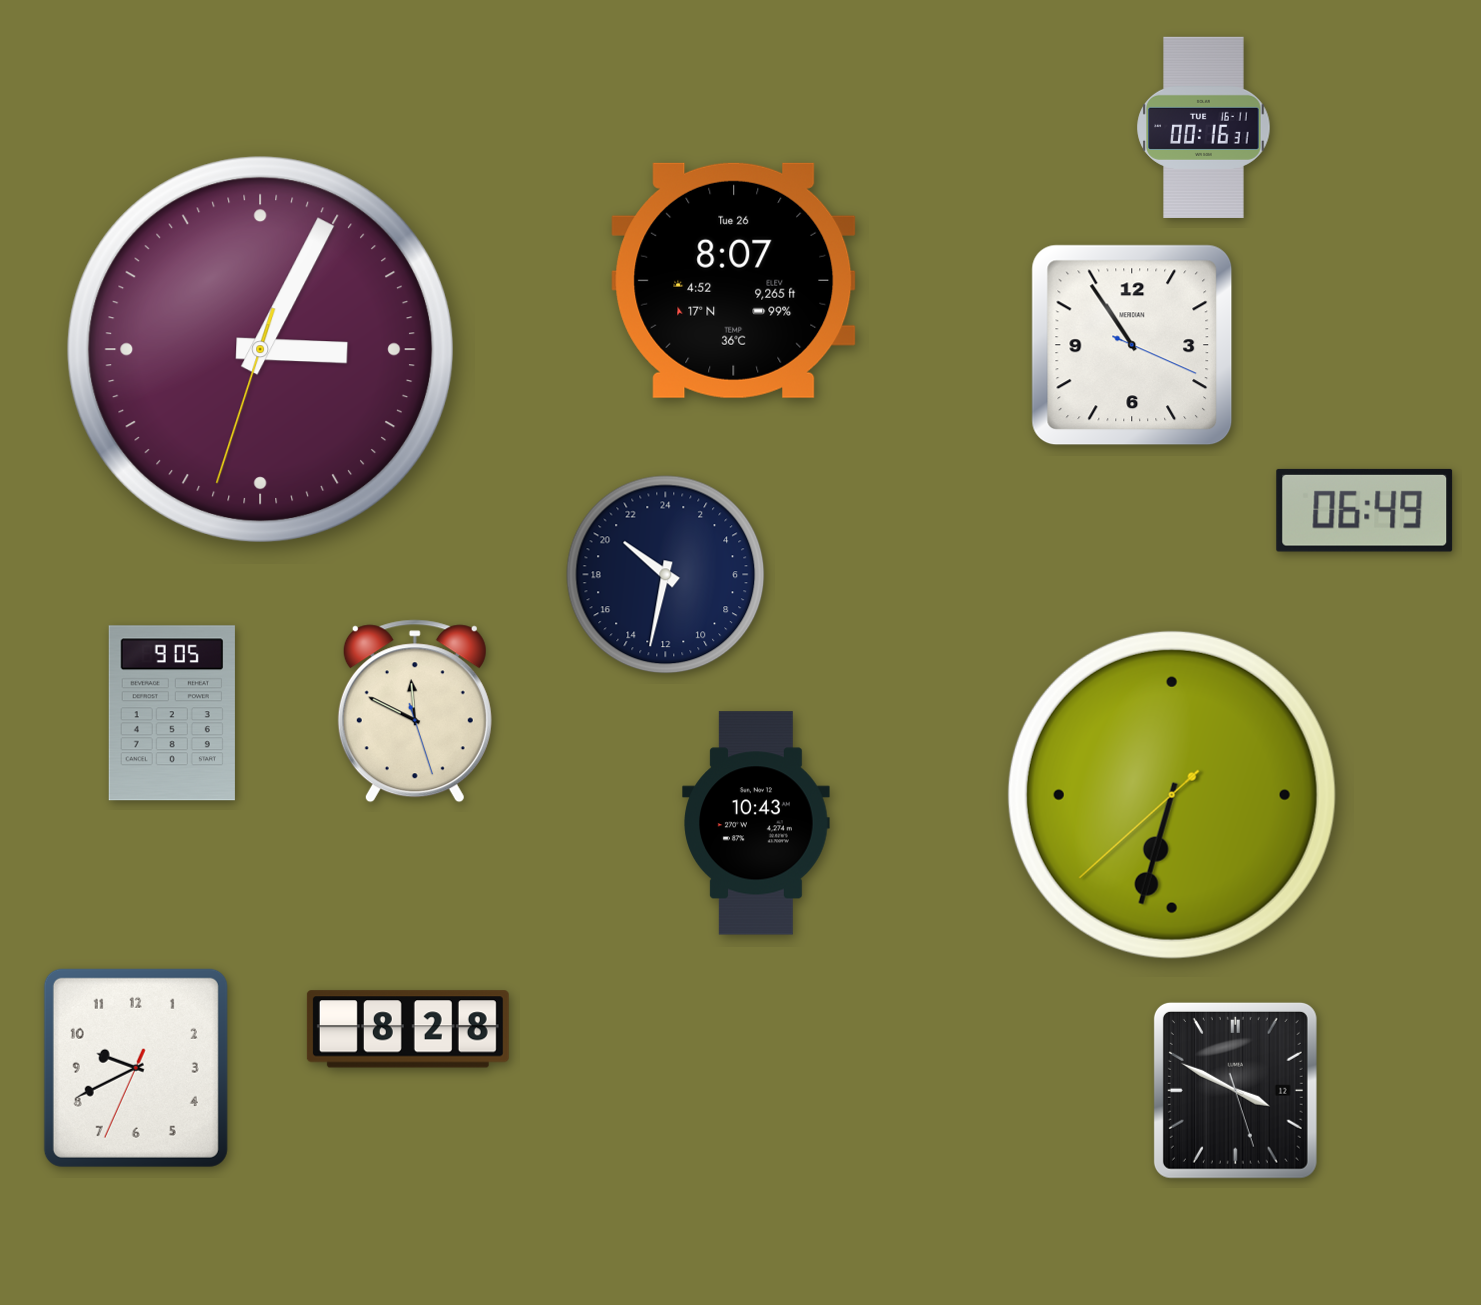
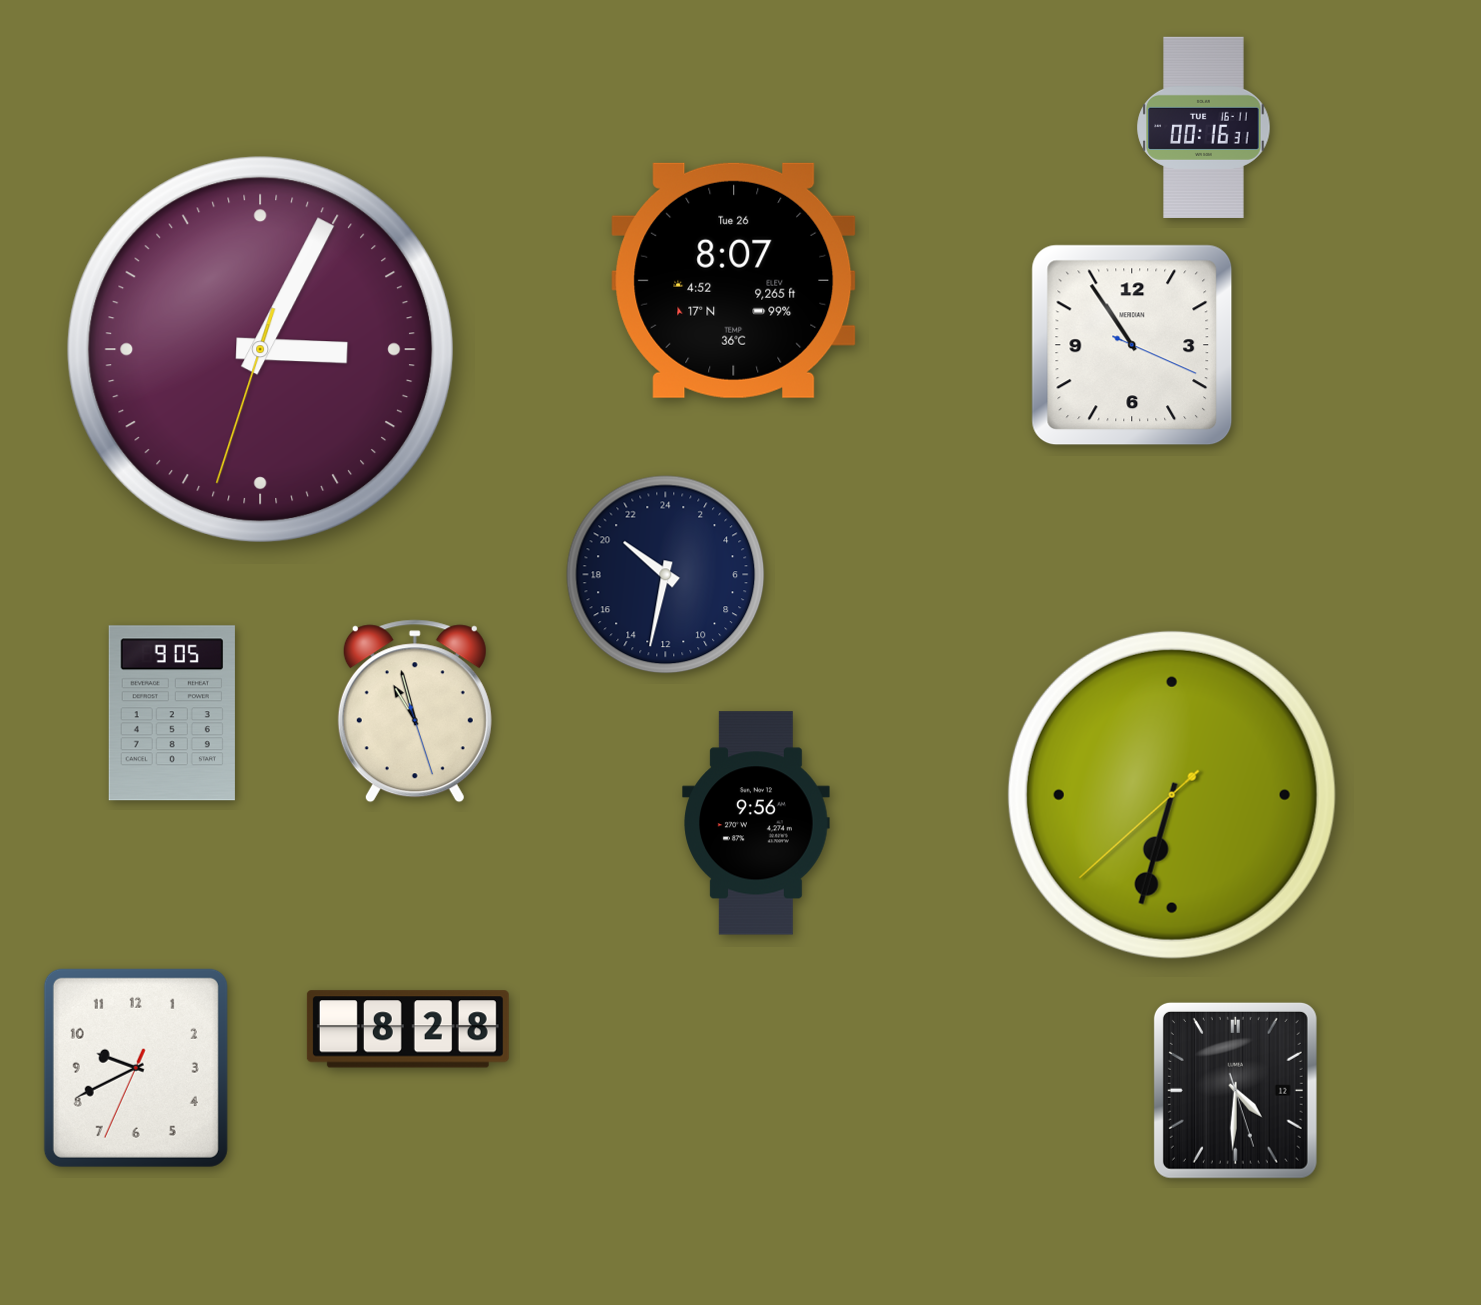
clock at (1365, 510): 06:49 -> none
clock at (415, 711): 11:49 -> 10:57
clock at (756, 823): 10:43 -> 9:56
clock at (1235, 1090): 3:49 -> 4:30
